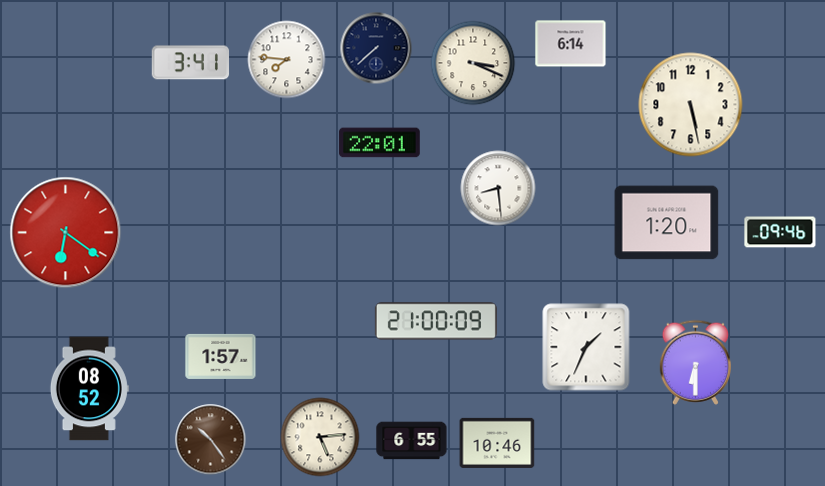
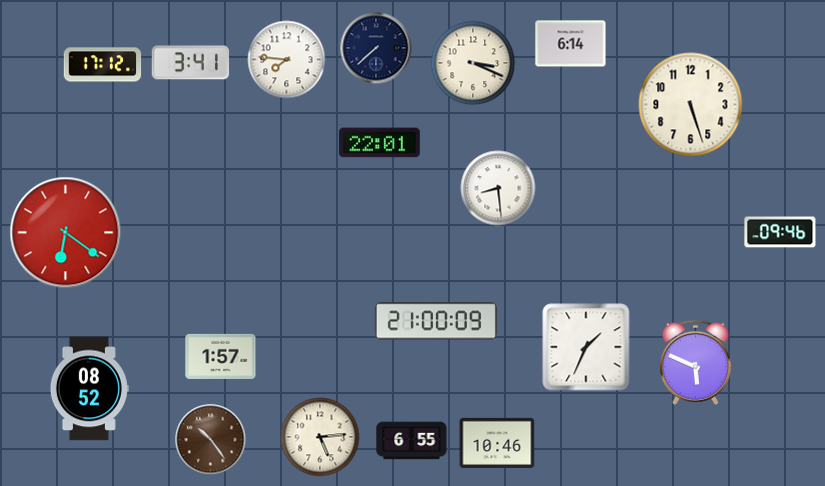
clock at (103, 65): none -> 17:12
clock at (691, 105): 5:28 -> 5:27
clock at (667, 223): 1:20 -> none
clock at (695, 362): 6:30 -> 5:49
